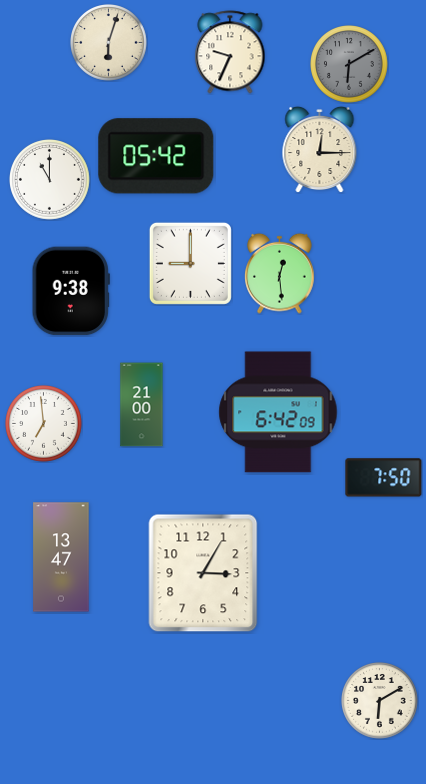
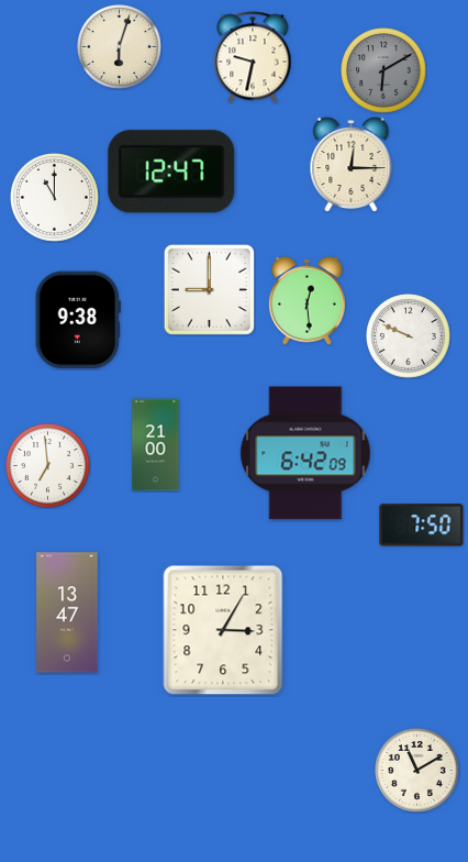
clock at (230, 52): 9:34 -> 9:32
clock at (156, 156): 05:42 -> 12:47
clock at (409, 336): none -> 9:49
clock at (380, 701): 6:10 -> 11:10
